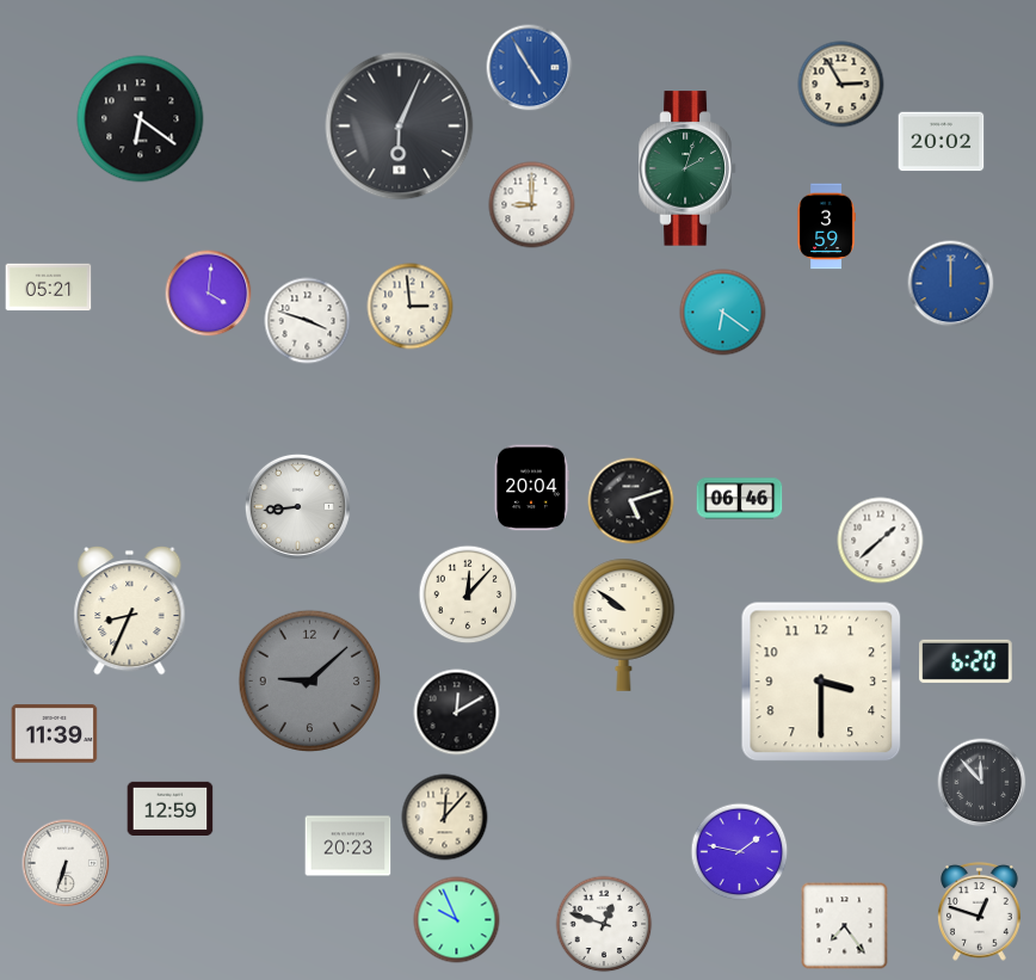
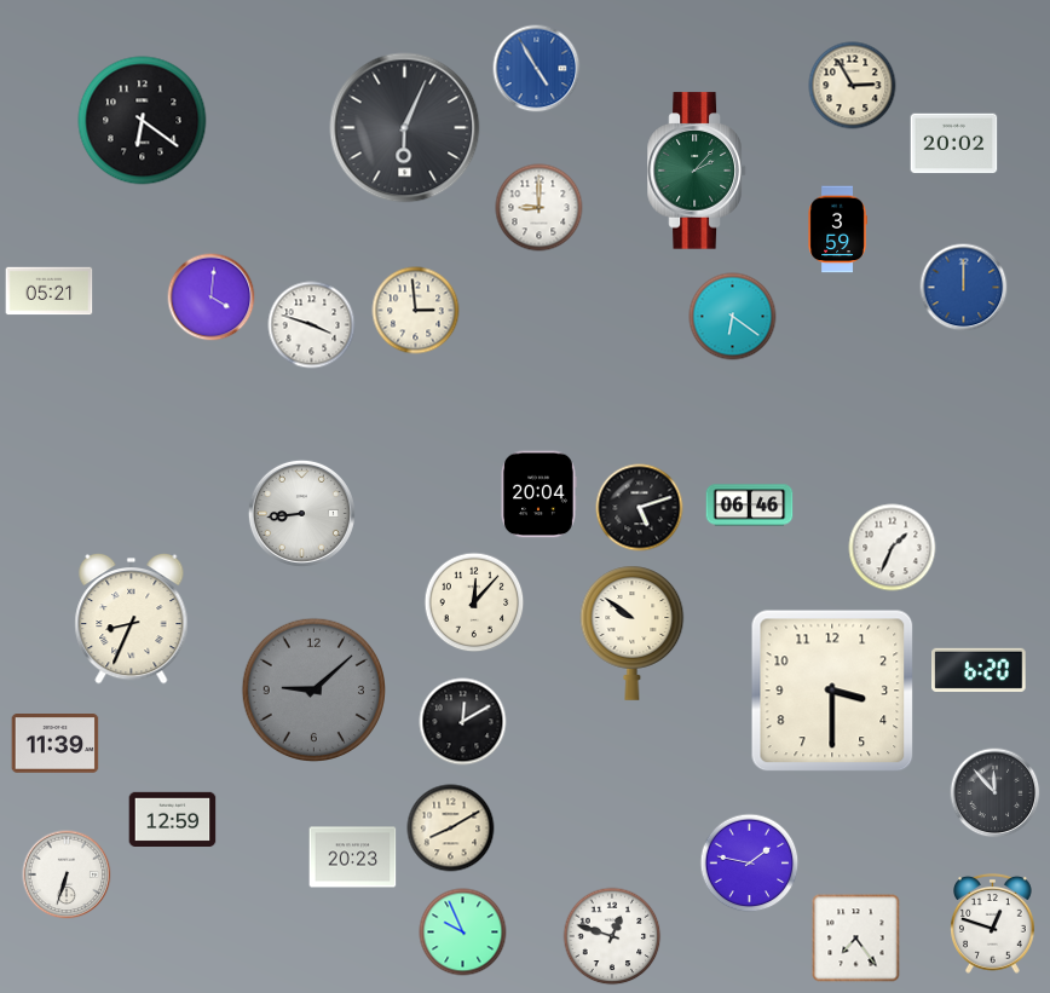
clock at (687, 168): 2:03 -> 2:07
clock at (881, 541): 1:38 -> 1:34
clock at (445, 818): 12:07 -> 8:10
